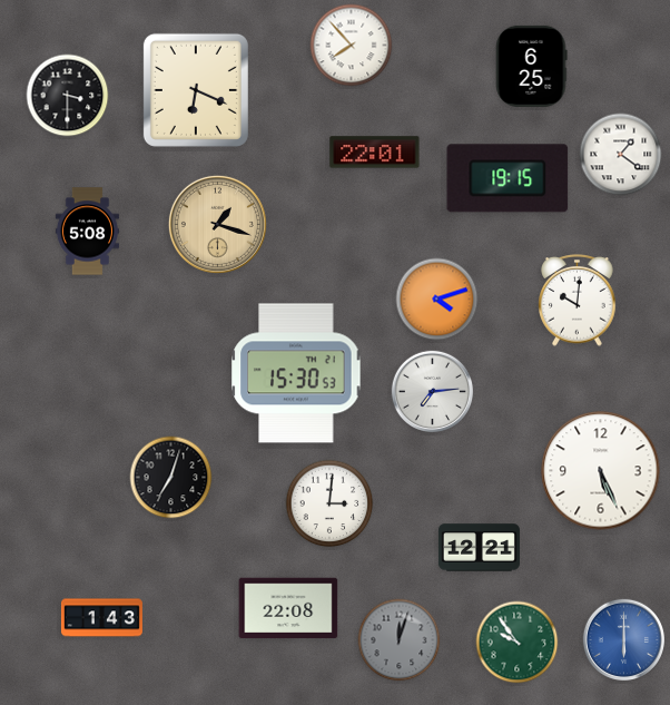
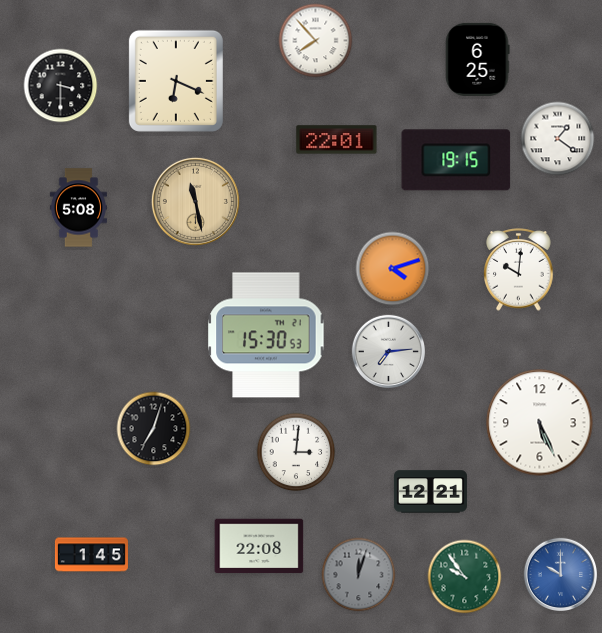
clock at (375, 153) position: (375, 153) -> (337, 140)
clock at (217, 224): 1:18 -> 11:28
clock at (101, 618): 1:43 -> 1:45
clock at (623, 639): 6:00 -> 10:00
